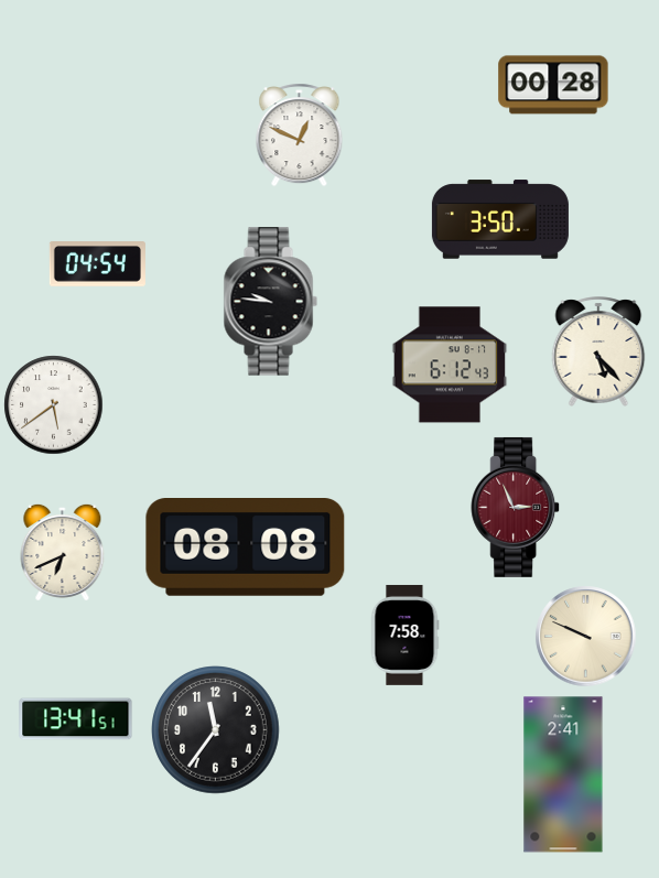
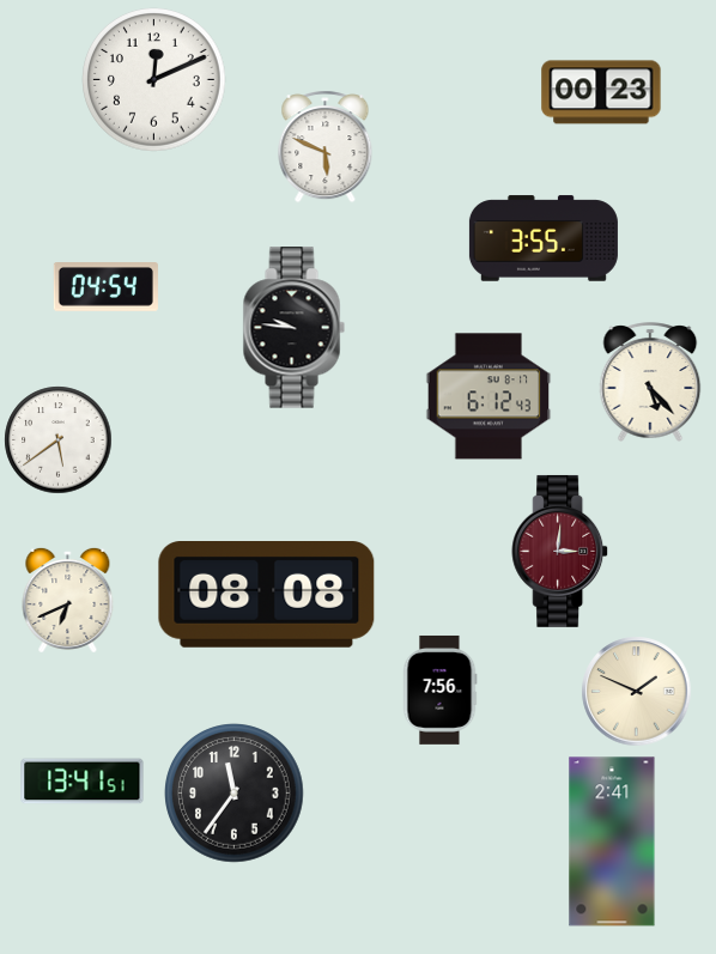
clock at (154, 80): none -> 12:11
clock at (553, 85): 00:28 -> 00:23
clock at (300, 136): 12:49 -> 5:49
clock at (500, 219): 3:50 -> 3:55
clock at (516, 507): 2:56 -> 3:01
clock at (404, 635): 7:58 -> 7:56
clock at (586, 637): 9:49 -> 1:49
